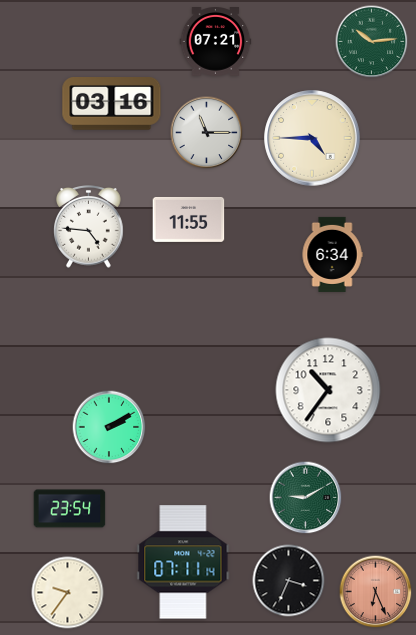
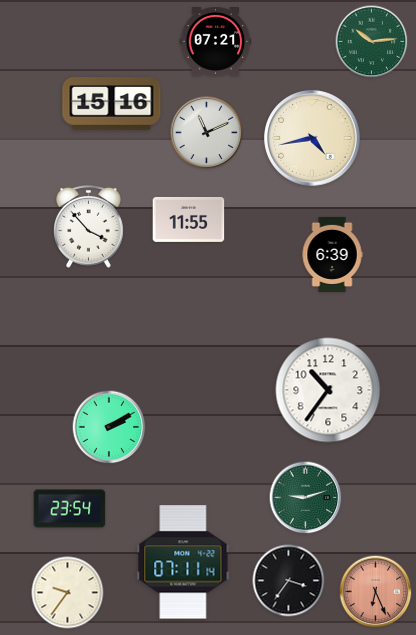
clock at (112, 104): 03:16 -> 15:16
clock at (207, 133): 11:15 -> 11:11
clock at (312, 138): 4:45 -> 4:43
clock at (89, 227): 4:46 -> 3:53
clock at (332, 254): 6:34 -> 6:39
clock at (306, 498): 9:10 -> 9:12
clock at (289, 581): 3:34 -> 3:36
